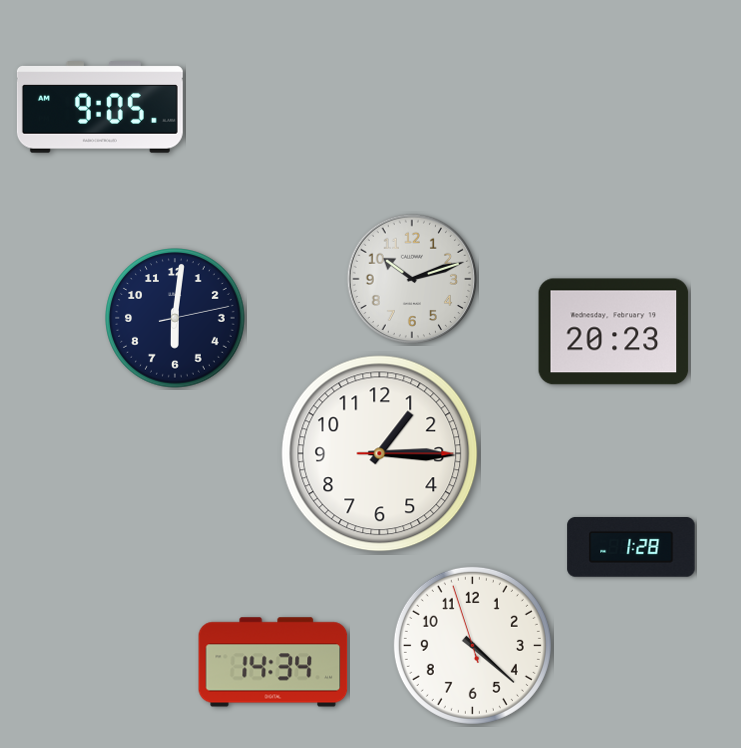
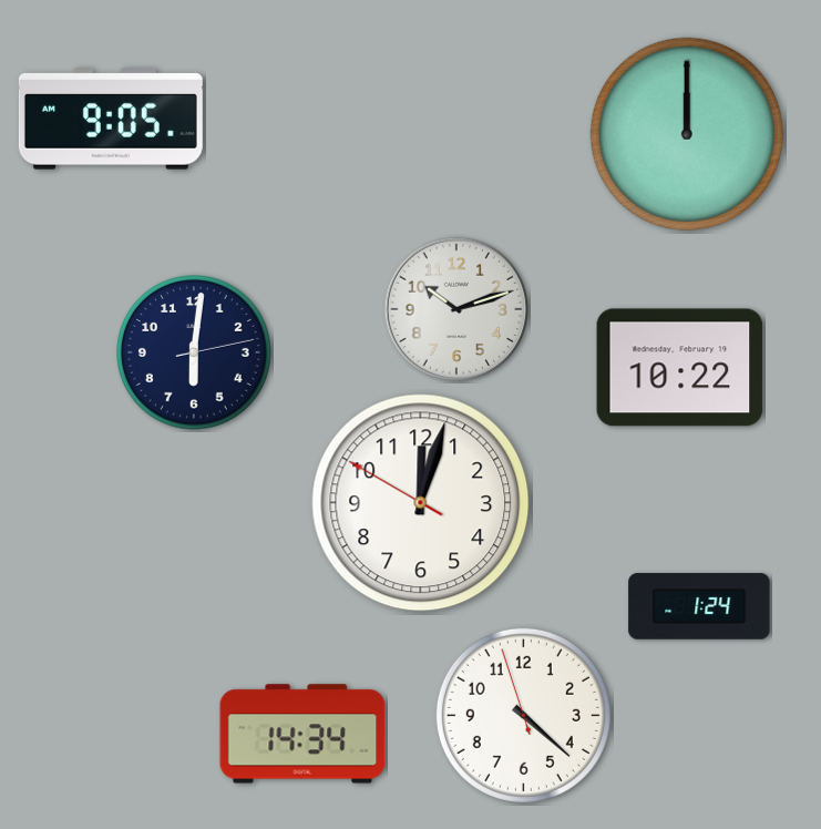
clock at (687, 134): none -> 12:00
clock at (614, 332): 20:23 -> 10:22
clock at (380, 454): 1:15 -> 12:02
clock at (631, 547): 1:28 -> 1:24
